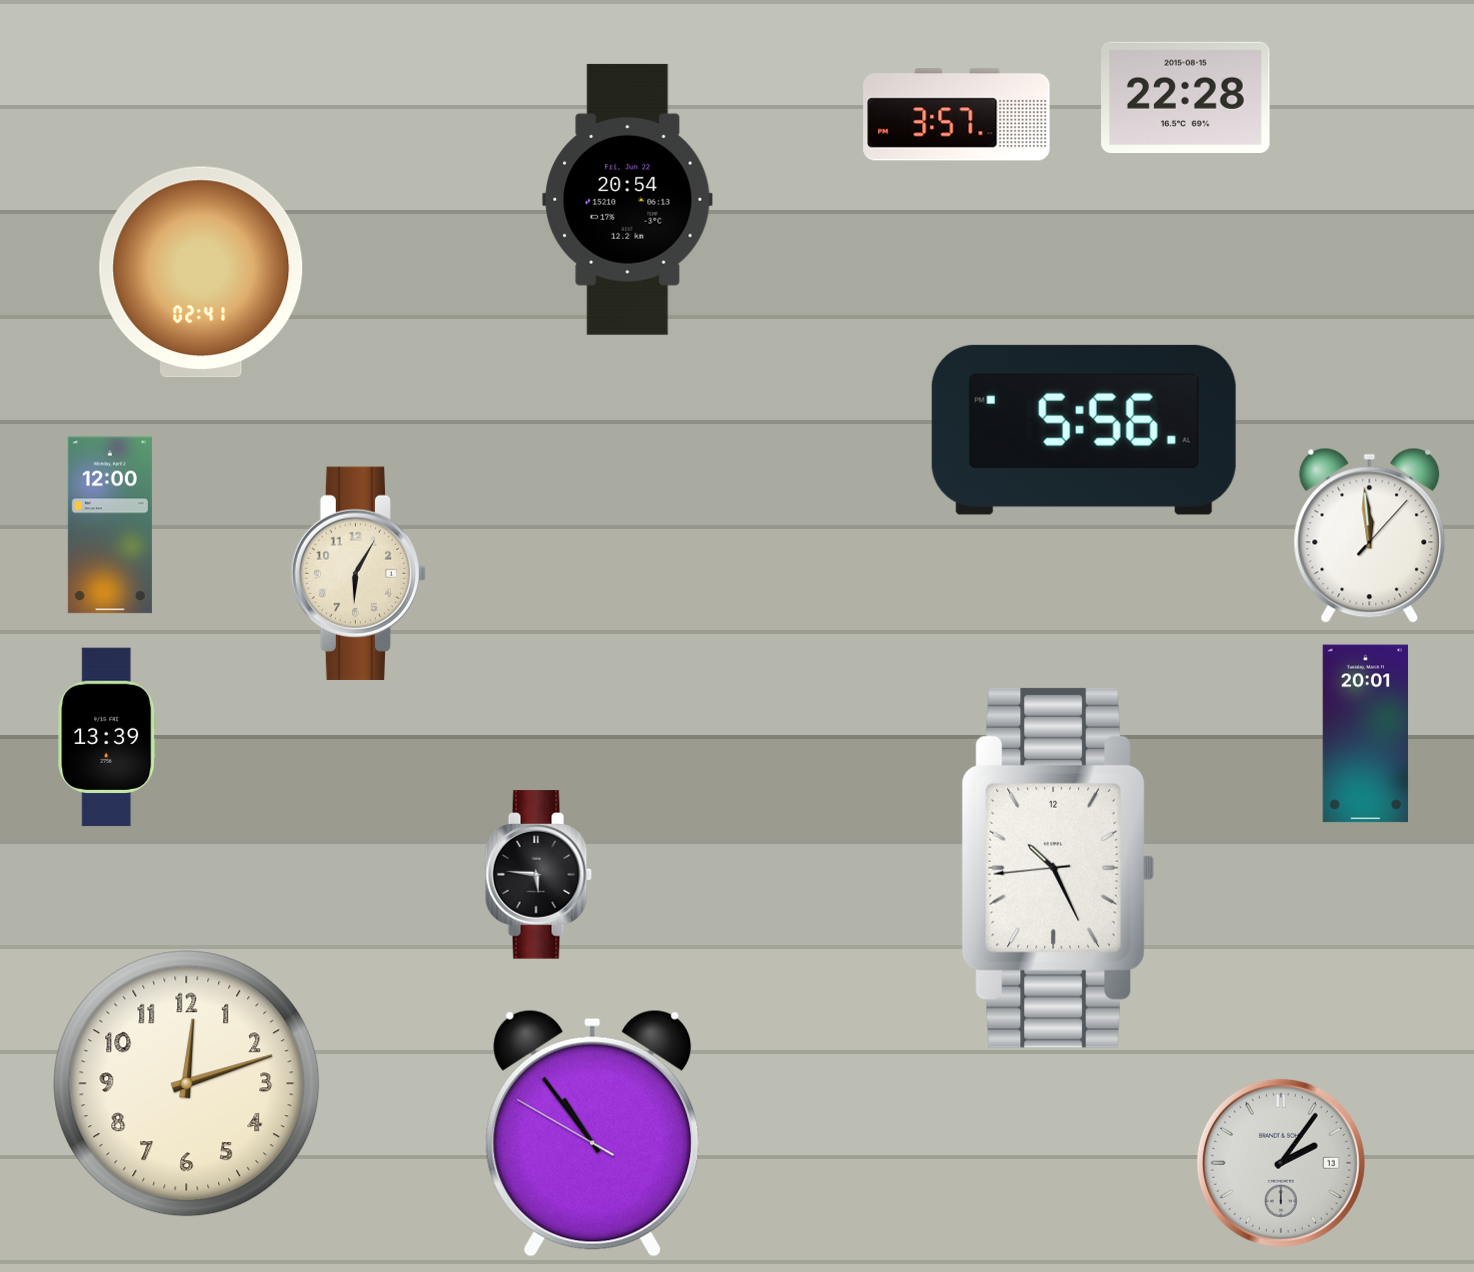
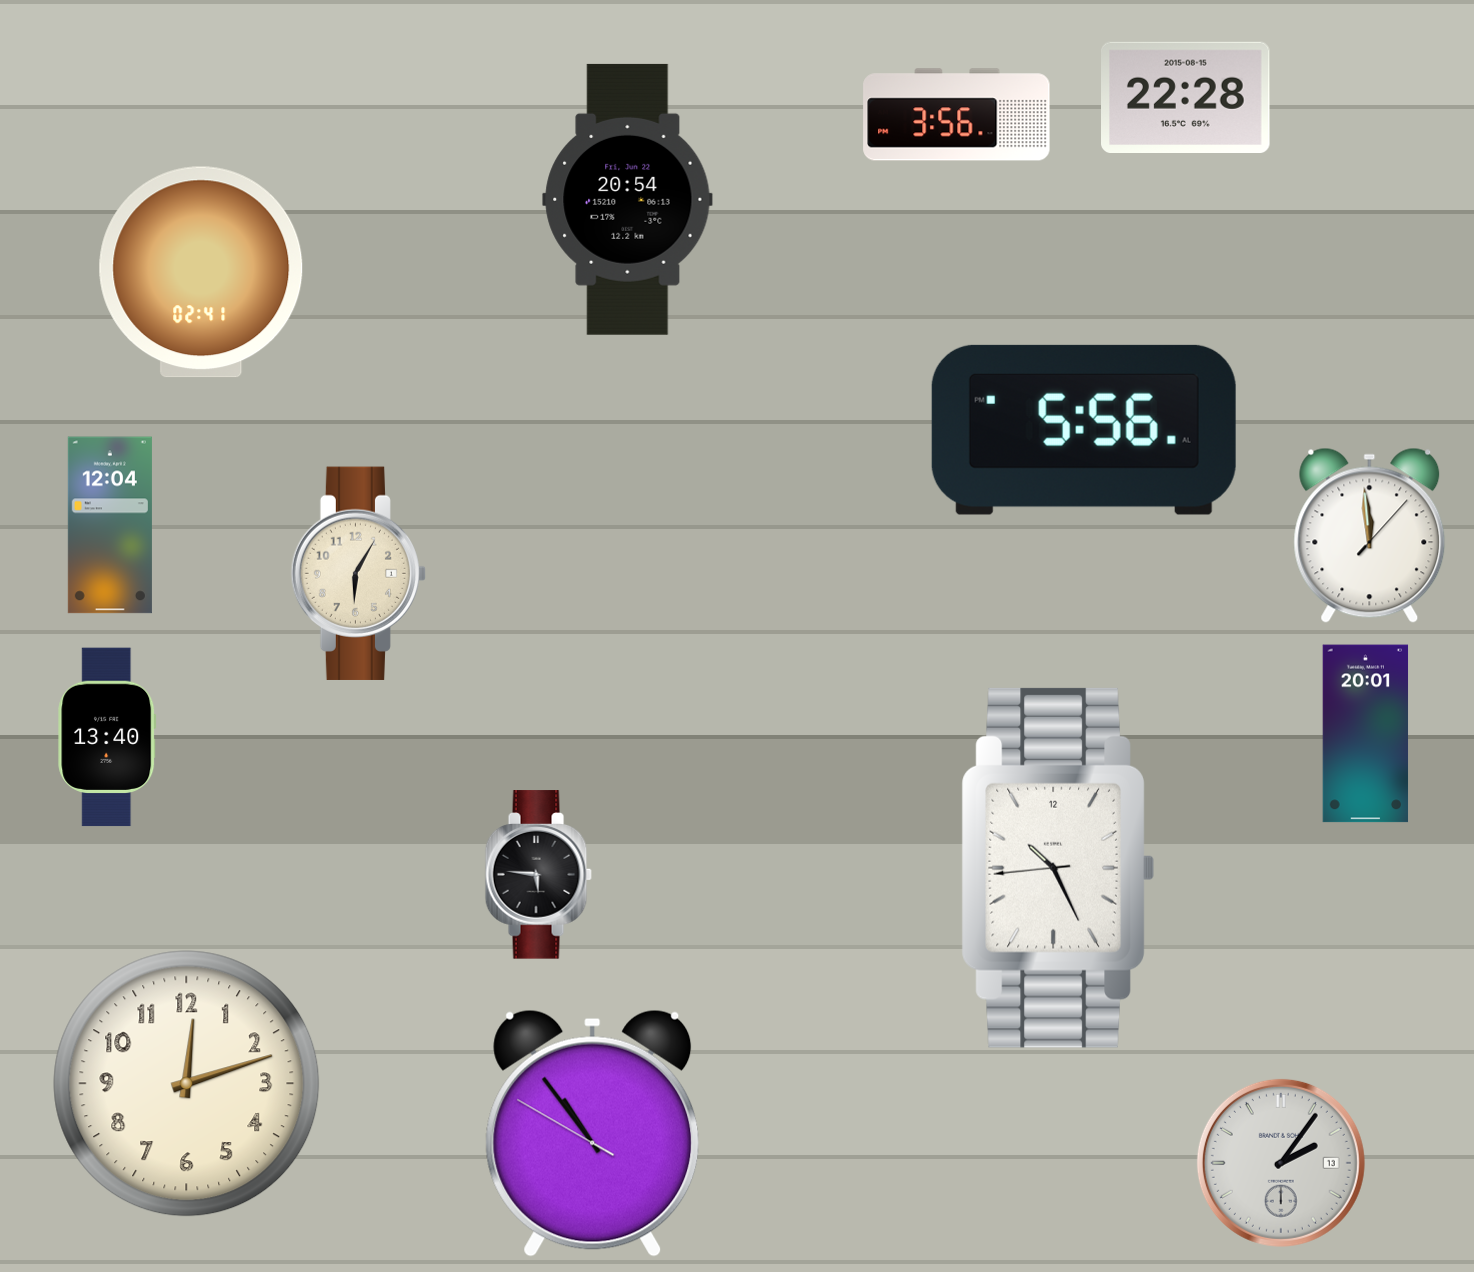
clock at (957, 115): 3:57 -> 3:56
clock at (110, 525): 12:00 -> 12:04
clock at (107, 737): 13:39 -> 13:40
